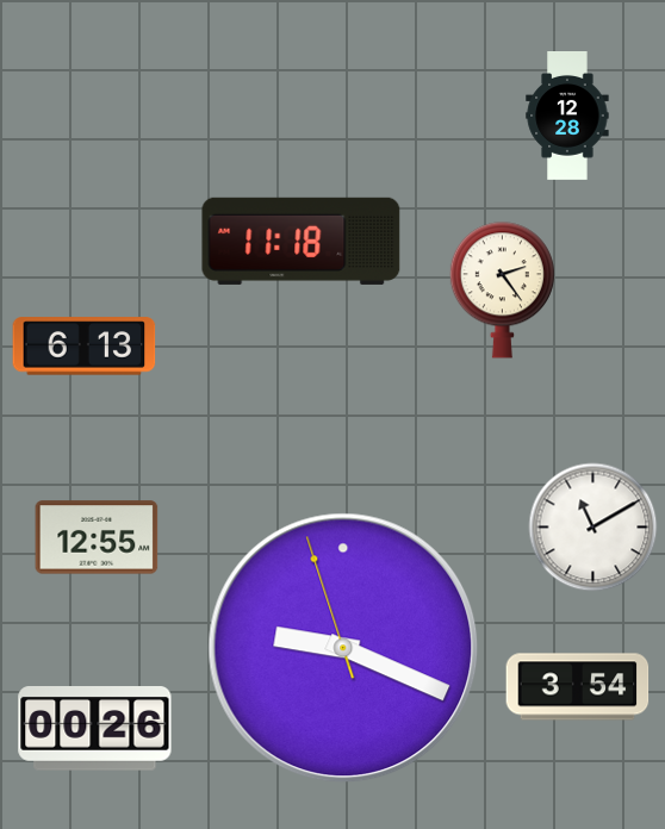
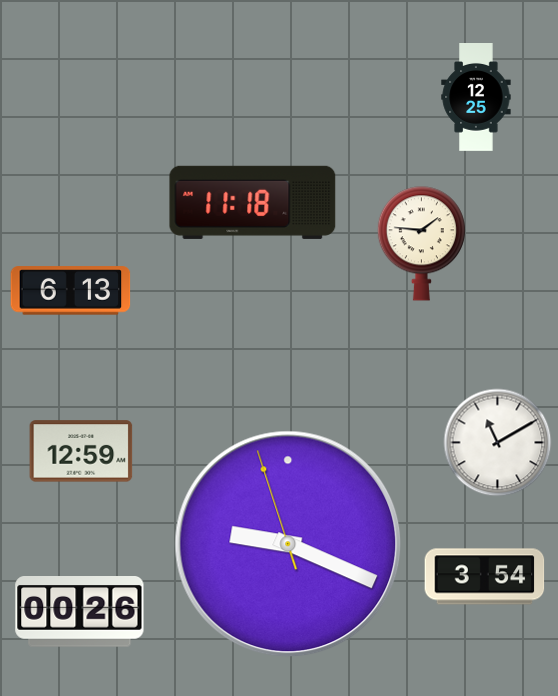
clock at (567, 117): 12:28 -> 12:25
clock at (502, 291): 2:24 -> 1:46
clock at (97, 537): 12:55 -> 12:59
